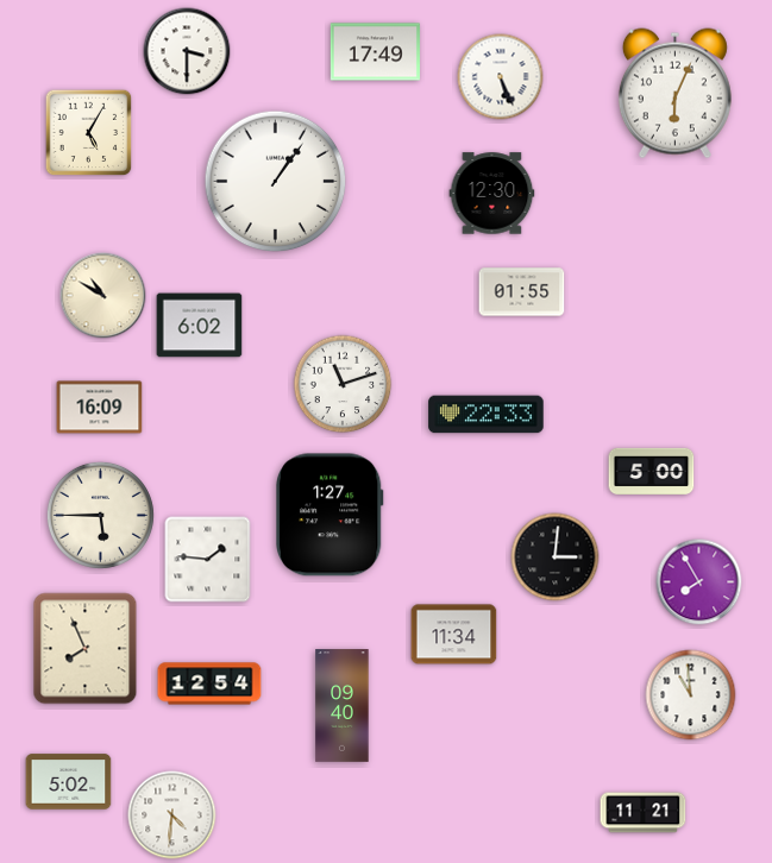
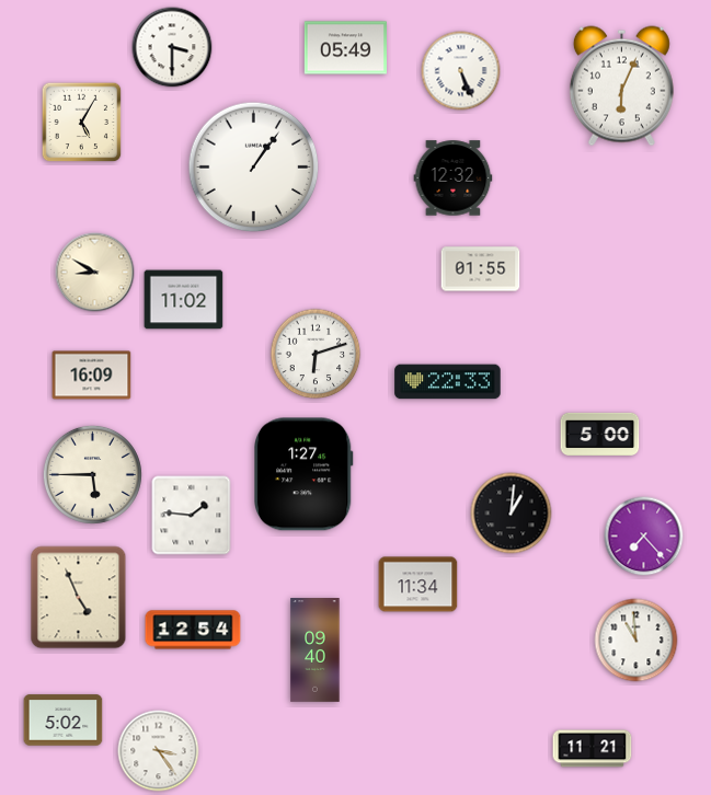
clock at (375, 52): 17:49 -> 05:49
clock at (492, 194): 12:30 -> 12:32
clock at (103, 296): 10:50 -> 8:50
clock at (200, 326): 6:02 -> 11:02
clock at (343, 384): 11:12 -> 6:12
clock at (556, 558): 3:01 -> 1:01
clock at (699, 582): 7:55 -> 7:23
clock at (86, 649): 7:56 -> 4:56
clock at (172, 815): 4:31 -> 3:24
